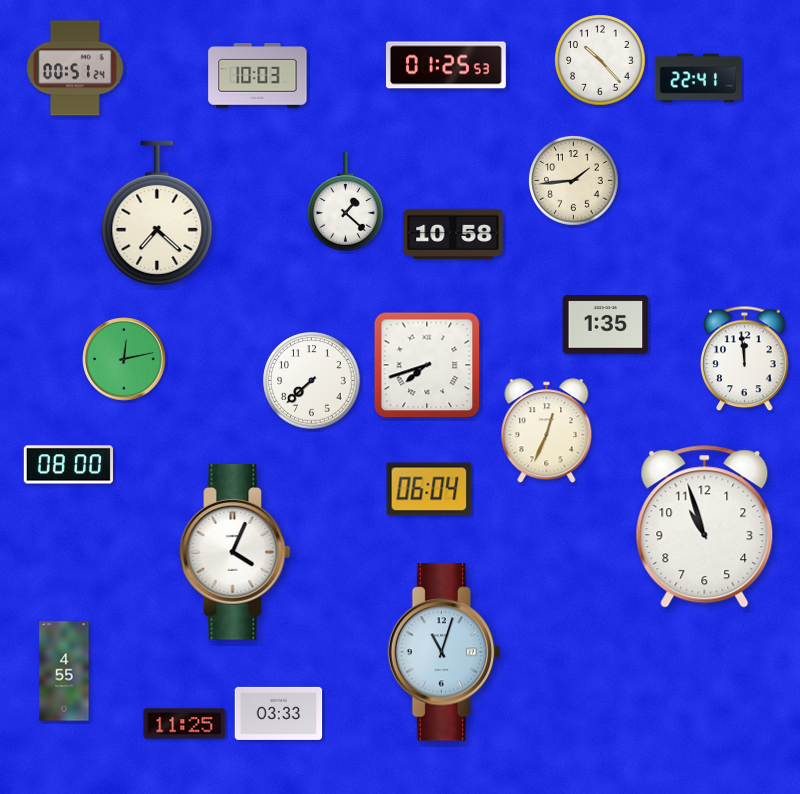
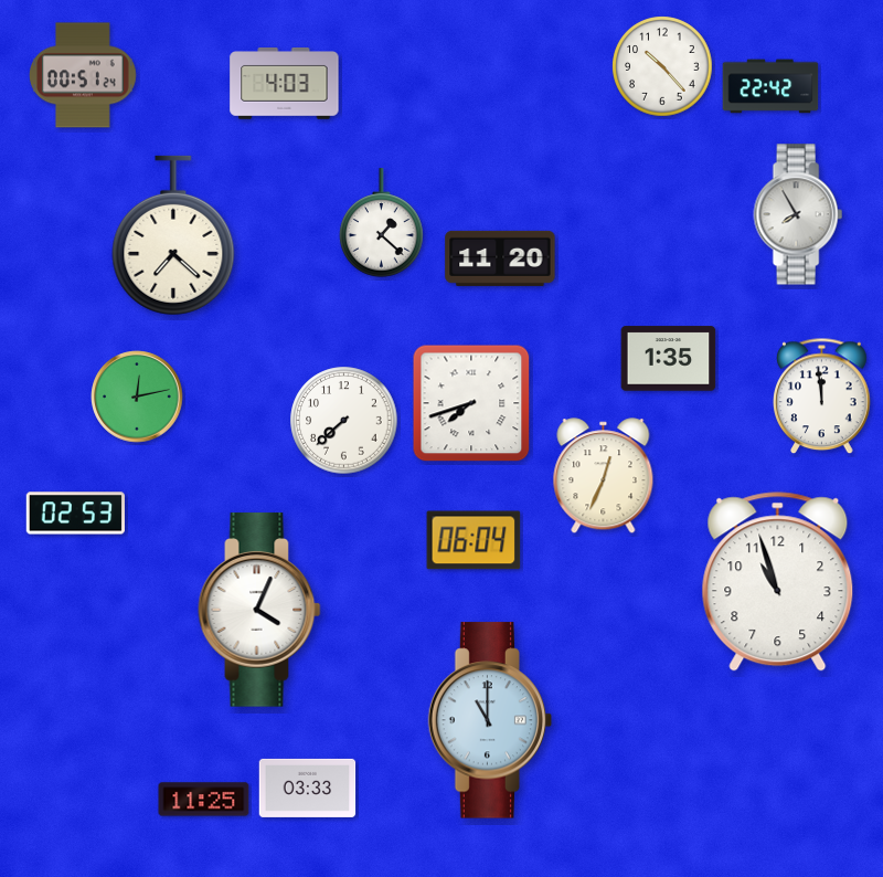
clock at (446, 65): 01:25 -> none
clock at (258, 76): 10:03 -> 4:03
clock at (698, 78): 22:41 -> 22:42
clock at (574, 181): 1:44 -> none
clock at (798, 214): none -> 7:55
clock at (453, 234): 10:58 -> 11:20
clock at (68, 465): 08:00 -> 02:53
clock at (444, 652): 11:03 -> 11:00
clock at (64, 671): 4:55 -> none
